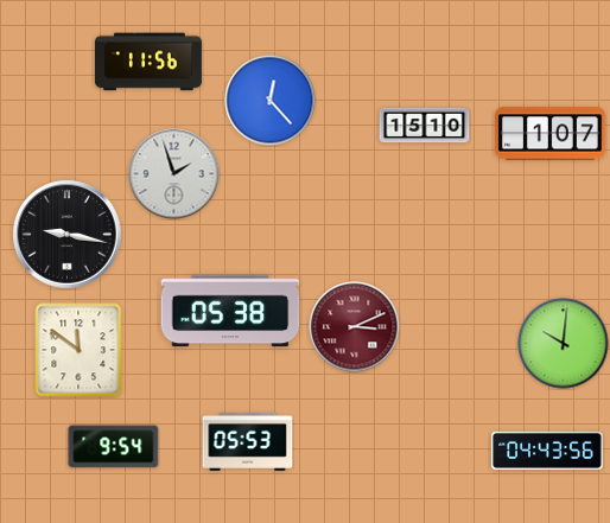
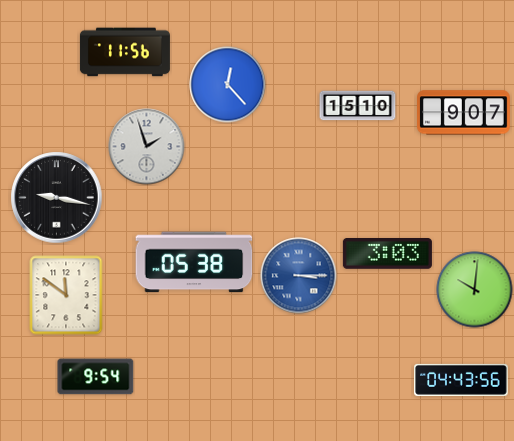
clock at (551, 134): 1:07 -> 9:07
clock at (387, 254): none -> 3:03
clock at (355, 327): 3:11 -> 3:15
clock at (355, 327) dial: burgundy -> blue
clock at (248, 441): 05:53 -> none
